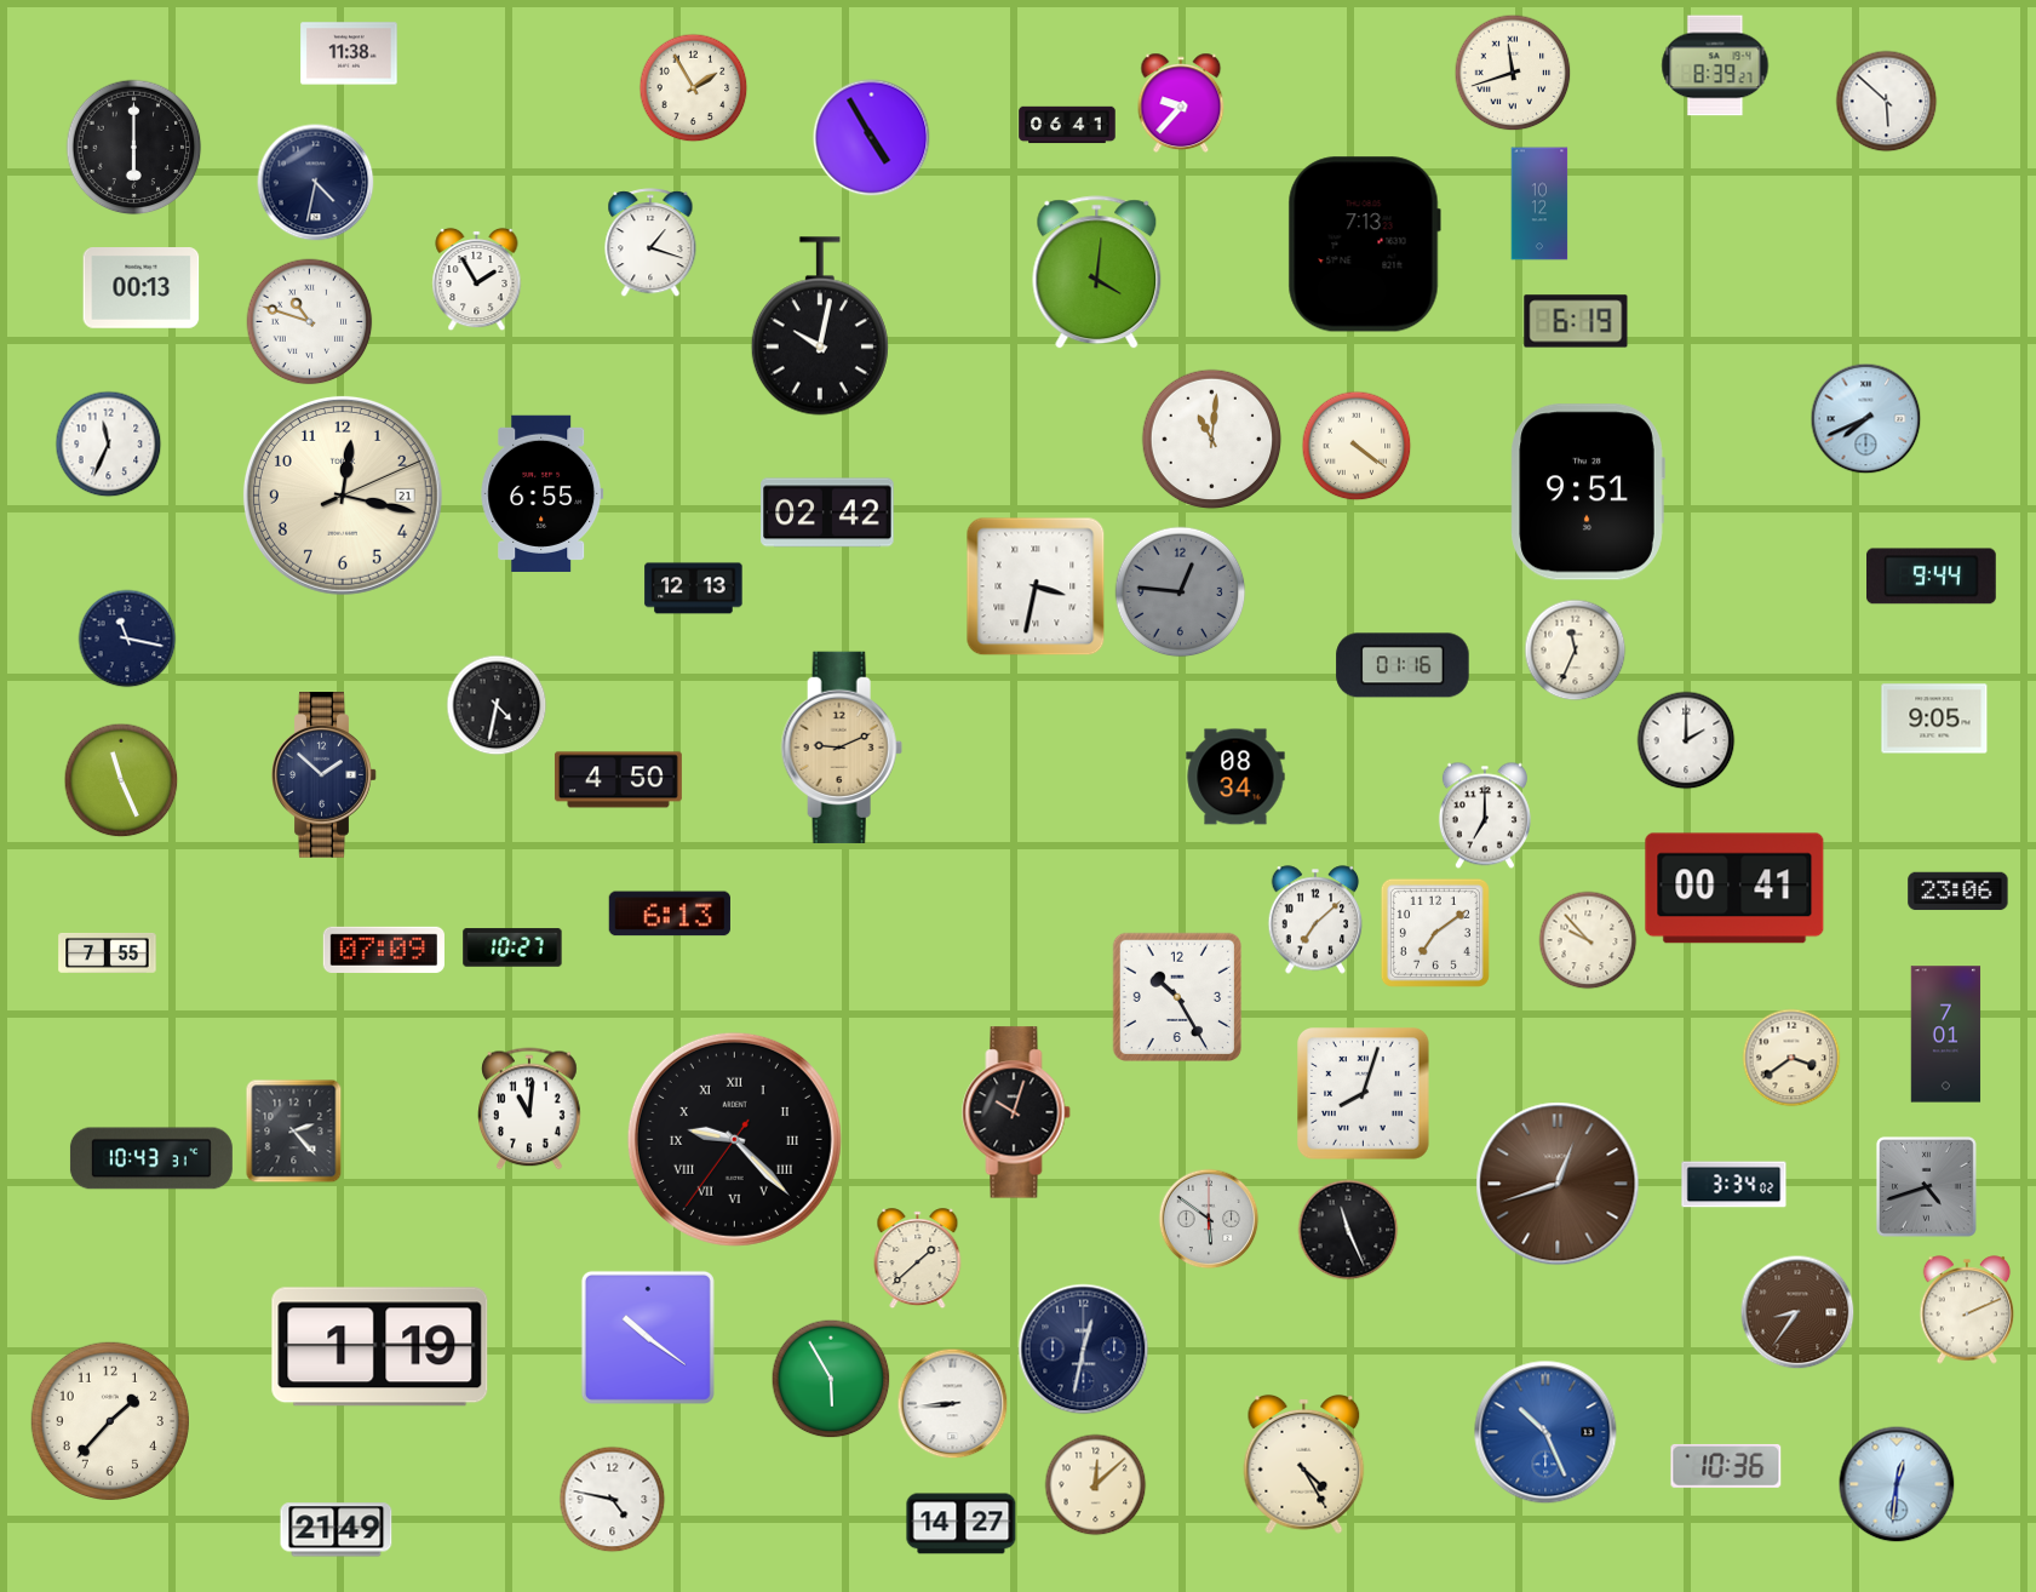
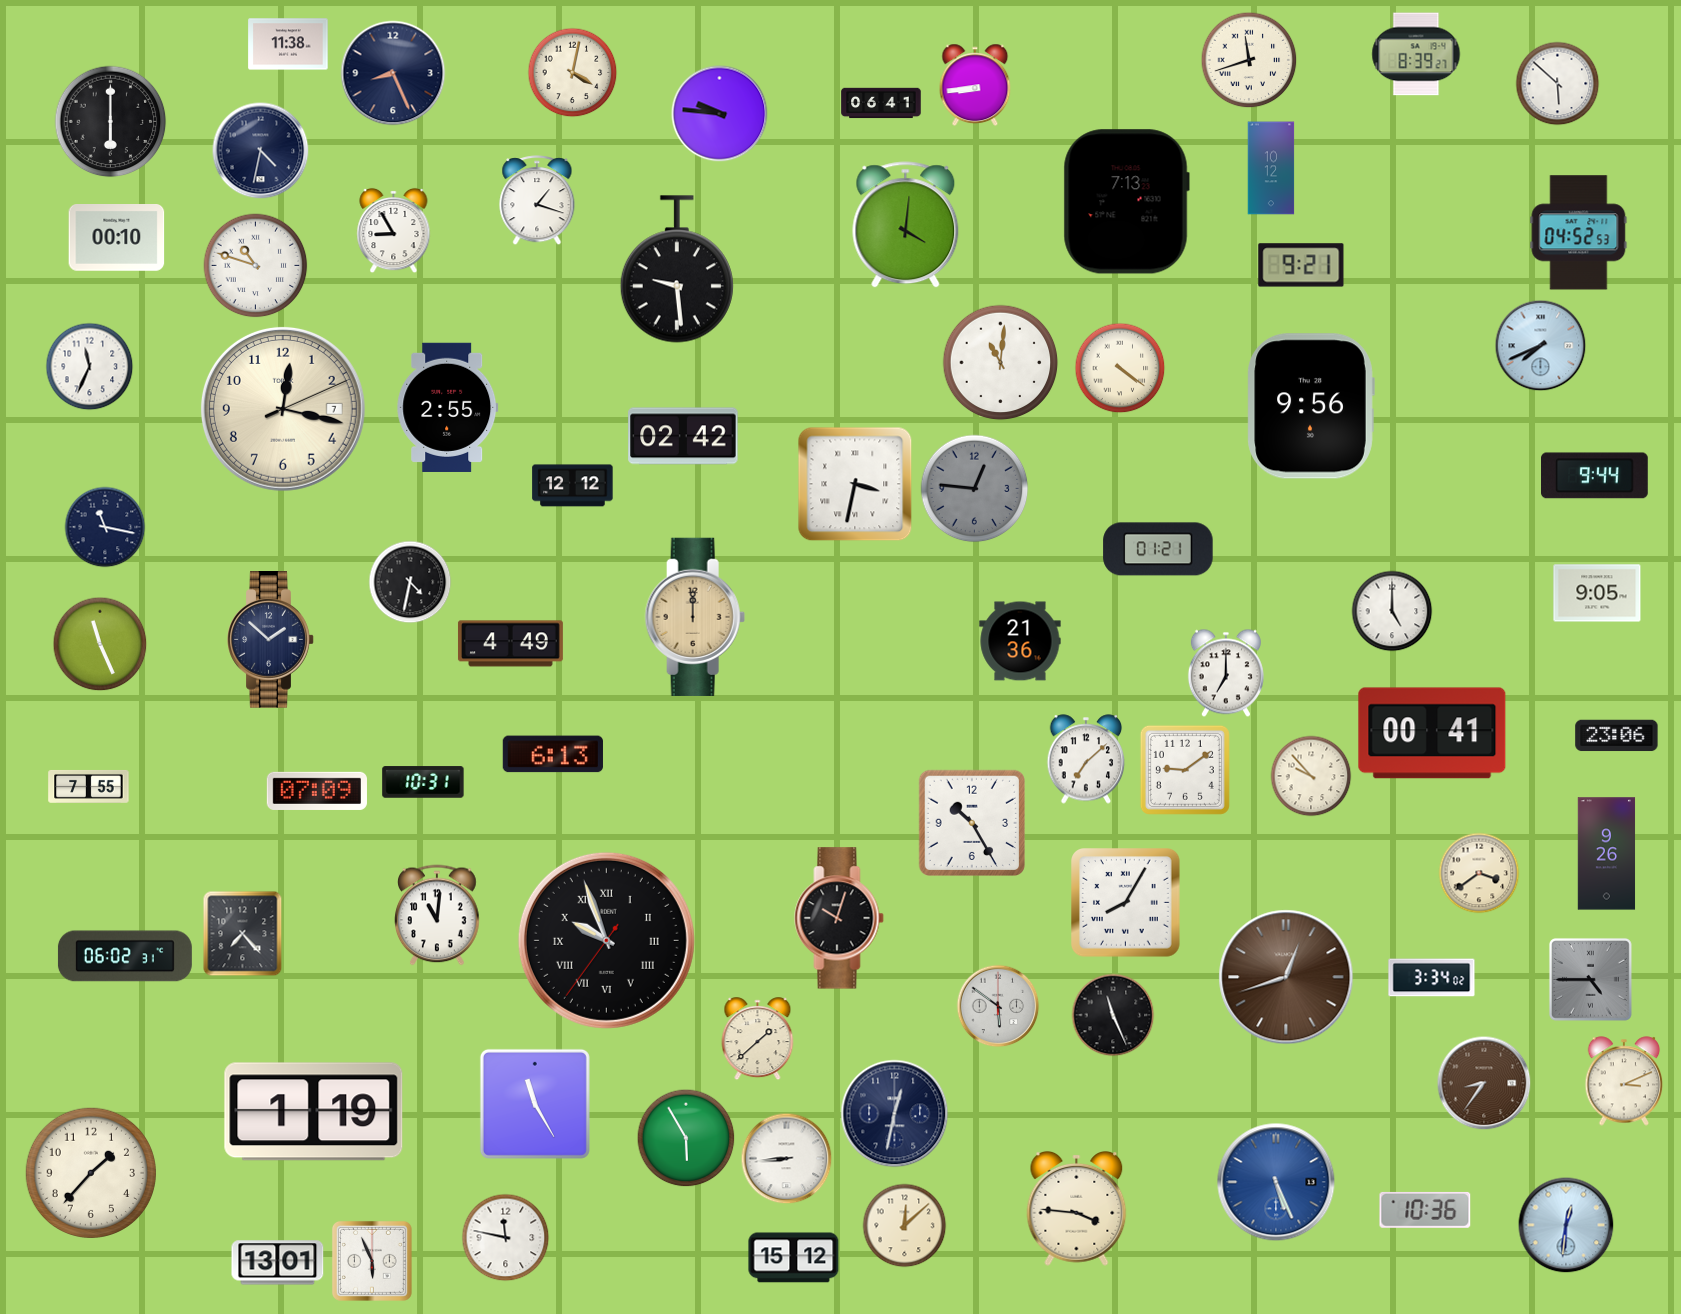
clock at (393, 73): none -> 8:26
clock at (694, 88): 1:55 -> 4:02
clock at (1181, 103): 9:37 -> 8:44
clock at (872, 138): 4:55 -> 9:46
clock at (477, 280): 1:55 -> 8:55
clock at (1579, 233): none -> 04:52
clock at (142, 288): 00:13 -> 00:10
clock at (1576, 321): 6:19 -> 9:21
clock at (820, 326): 10:02 -> 9:29
clock at (1588, 492): 9:51 -> 9:56
clock at (543, 493): 6:55 -> 2:55
clock at (343, 496) date: 21 -> 7
clock at (827, 512) position: (827, 512) -> (683, 436)
clock at (694, 589): 12:13 -> 12:12
clock at (1576, 651): 11:34 -> none
clock at (1403, 665): 01:16 -> 01:21
clock at (1686, 740): 2:00 -> 5:00
clock at (842, 748): 9:11 -> 12:00
clock at (325, 775) position: (325, 775) -> (271, 640)
clock at (1235, 777): 08:34 -> 21:36
clock at (618, 780): 4:50 -> 4:49
clock at (1435, 933): 7:09 -> 9:09
clock at (512, 947): 10:27 -> 10:31
clock at (384, 950) position: (384, 950) -> (317, 791)
clock at (1946, 1035): 7:01 -> 9:26
clock at (1364, 1094): 8:03 -> 8:05
clock at (294, 1132): 2:23 -> 7:23
clock at (734, 1139): 9:22 -> 9:56
clock at (151, 1158): 10:43 -> 06:02
clock at (1926, 1186): 4:42 -> 4:45
clock at (1967, 1310): 2:11 -> 3:11
clock at (648, 1338): 10:21 -> 11:25
clock at (1545, 1432): 10:26 -> 5:26
clock at (1304, 1464): 4:25 -> 3:46
clock at (613, 1500): 4:47 -> 11:47
clock at (962, 1524): 14:27 -> 15:12
clock at (372, 1261): none -> 5:56
clock at (337, 1530): 21:49 -> 13:01
